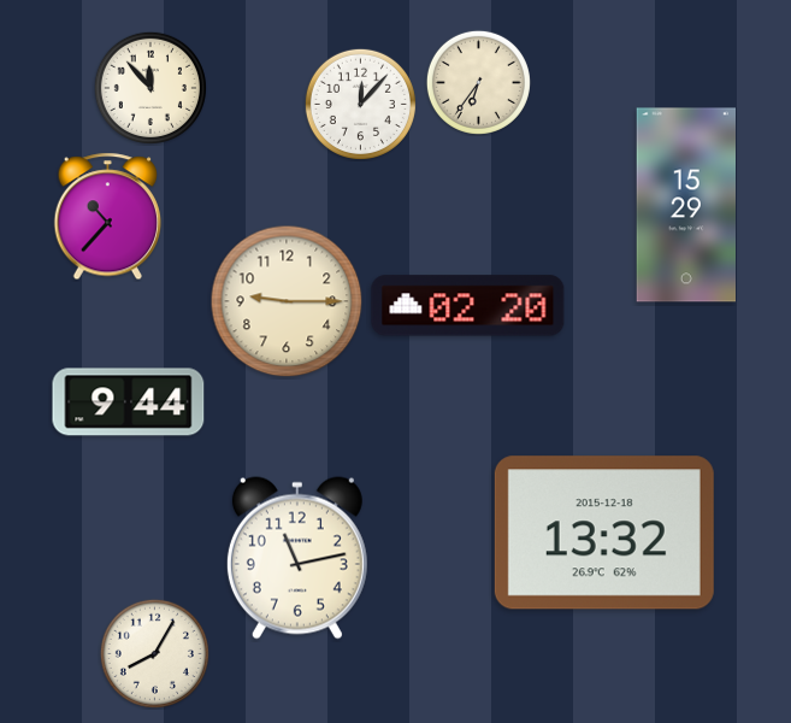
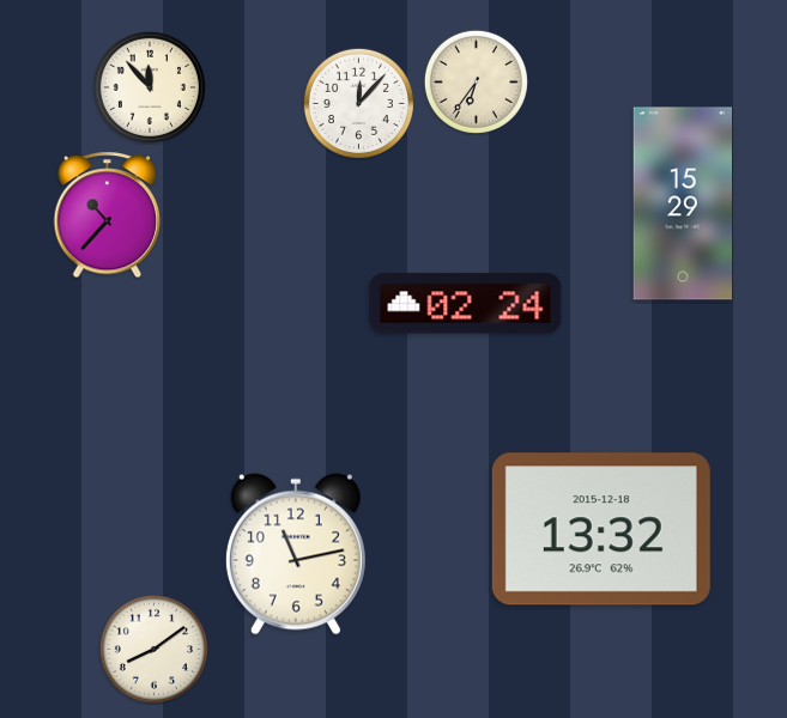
clock at (287, 301): 9:15 -> none
clock at (468, 306): 02:20 -> 02:24
clock at (129, 402): 9:44 -> none
clock at (154, 653): 8:05 -> 8:09
